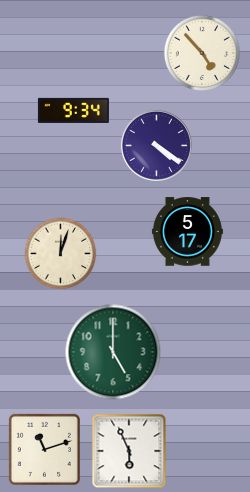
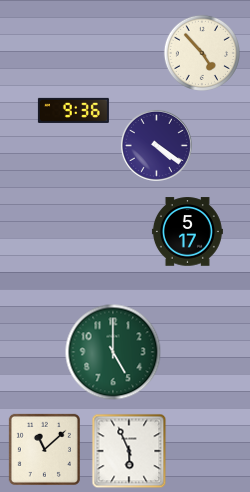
clock at (73, 110): 9:34 -> 9:36
clock at (61, 254): 12:03 -> none
clock at (44, 449): 11:12 -> 11:08
